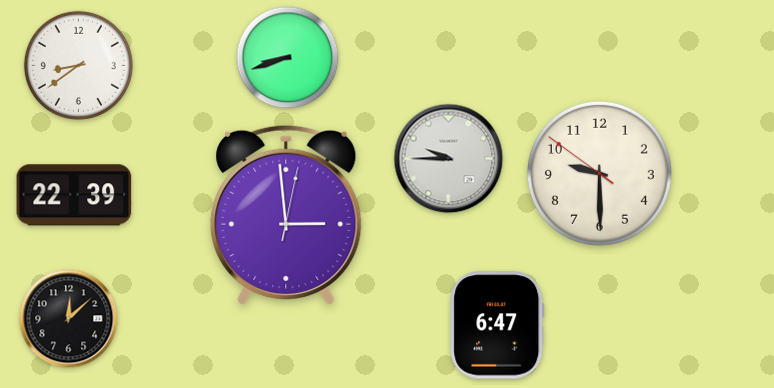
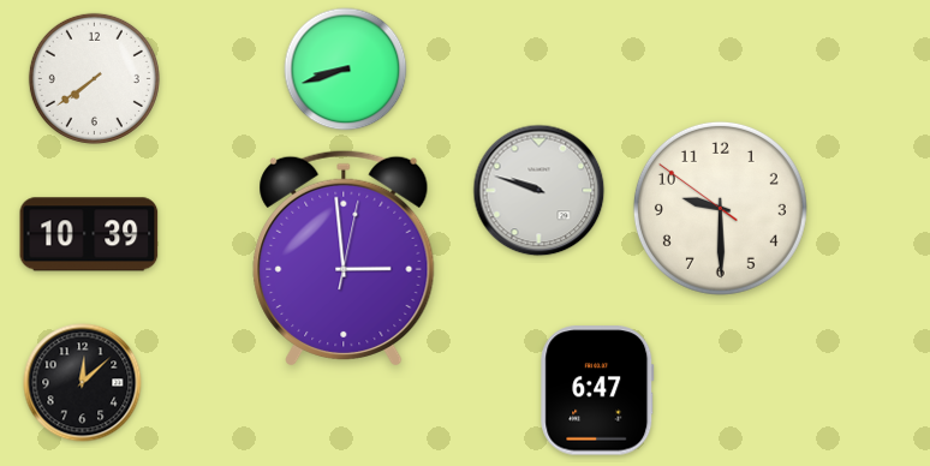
clock at (78, 65): 8:39 -> 7:39
clock at (449, 159): 9:45 -> 9:48
clock at (74, 195): 22:39 -> 10:39
